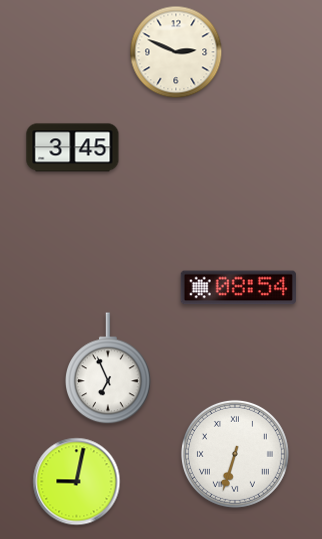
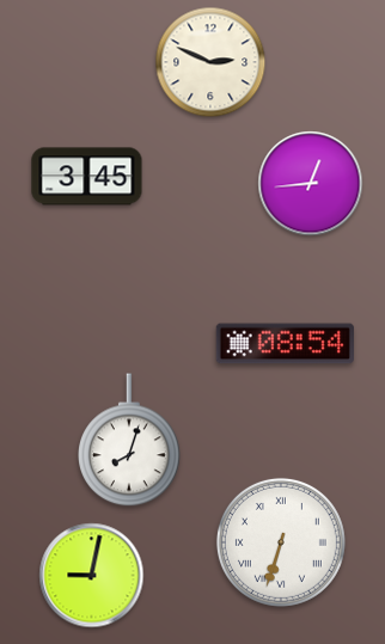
clock at (311, 184): none -> 12:44
clock at (109, 369): 6:56 -> 8:03
